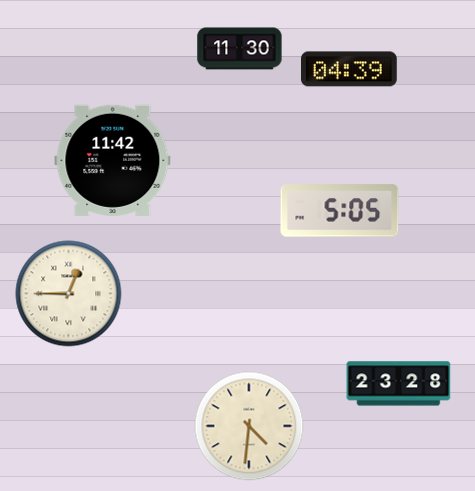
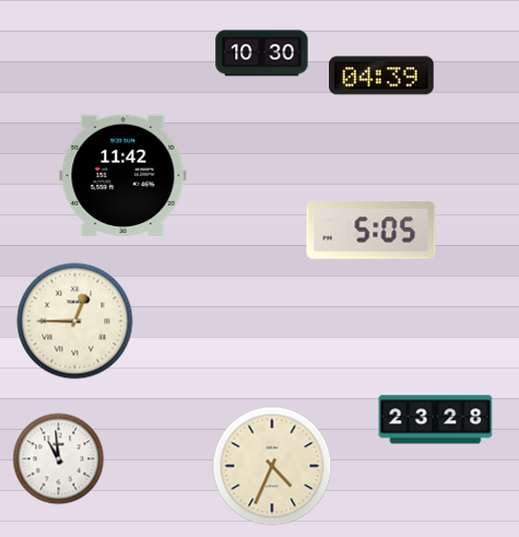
clock at (240, 49): 11:30 -> 10:30
clock at (59, 459): none -> 10:59
clock at (249, 426): 4:31 -> 4:34
